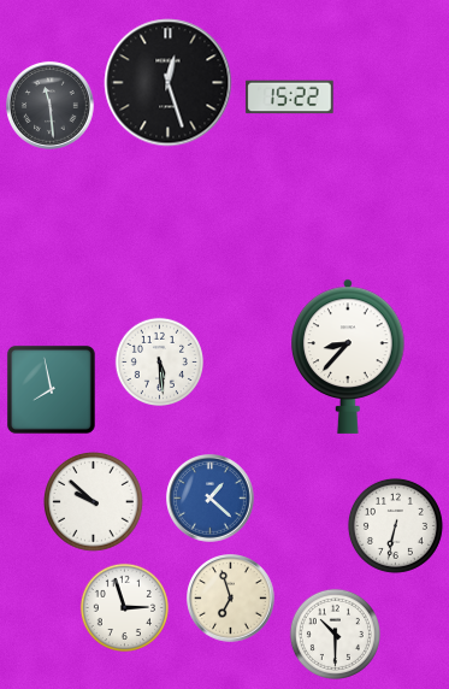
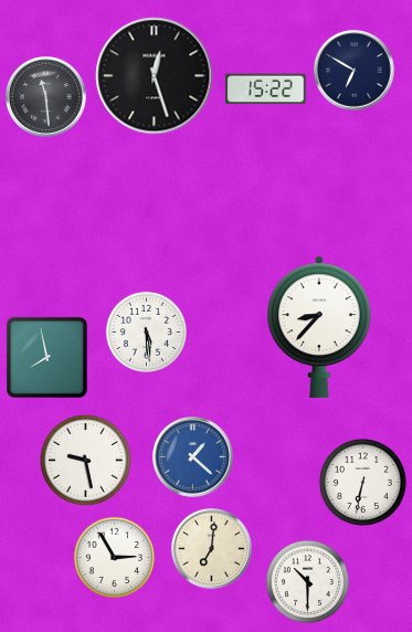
clock at (355, 71): none -> 6:50
clock at (94, 502): 9:52 -> 9:28
clock at (231, 599): 6:57 -> 7:01
clock at (124, 607): 2:57 -> 2:55
